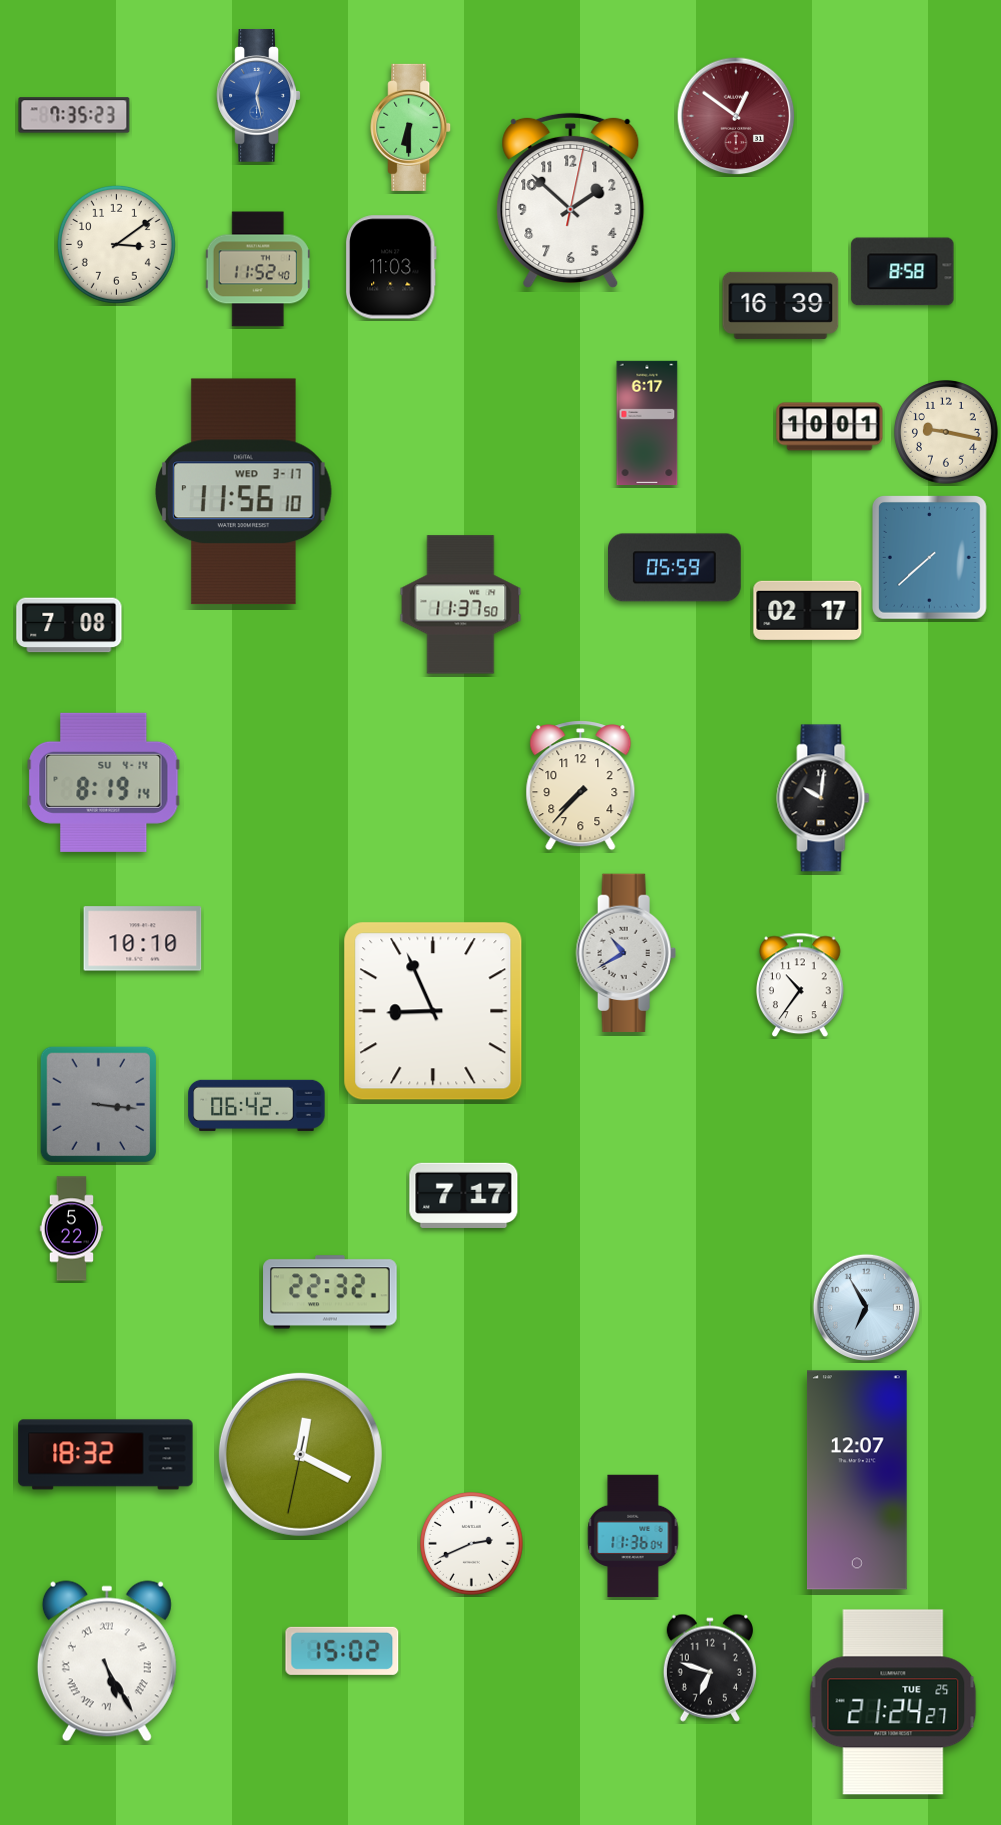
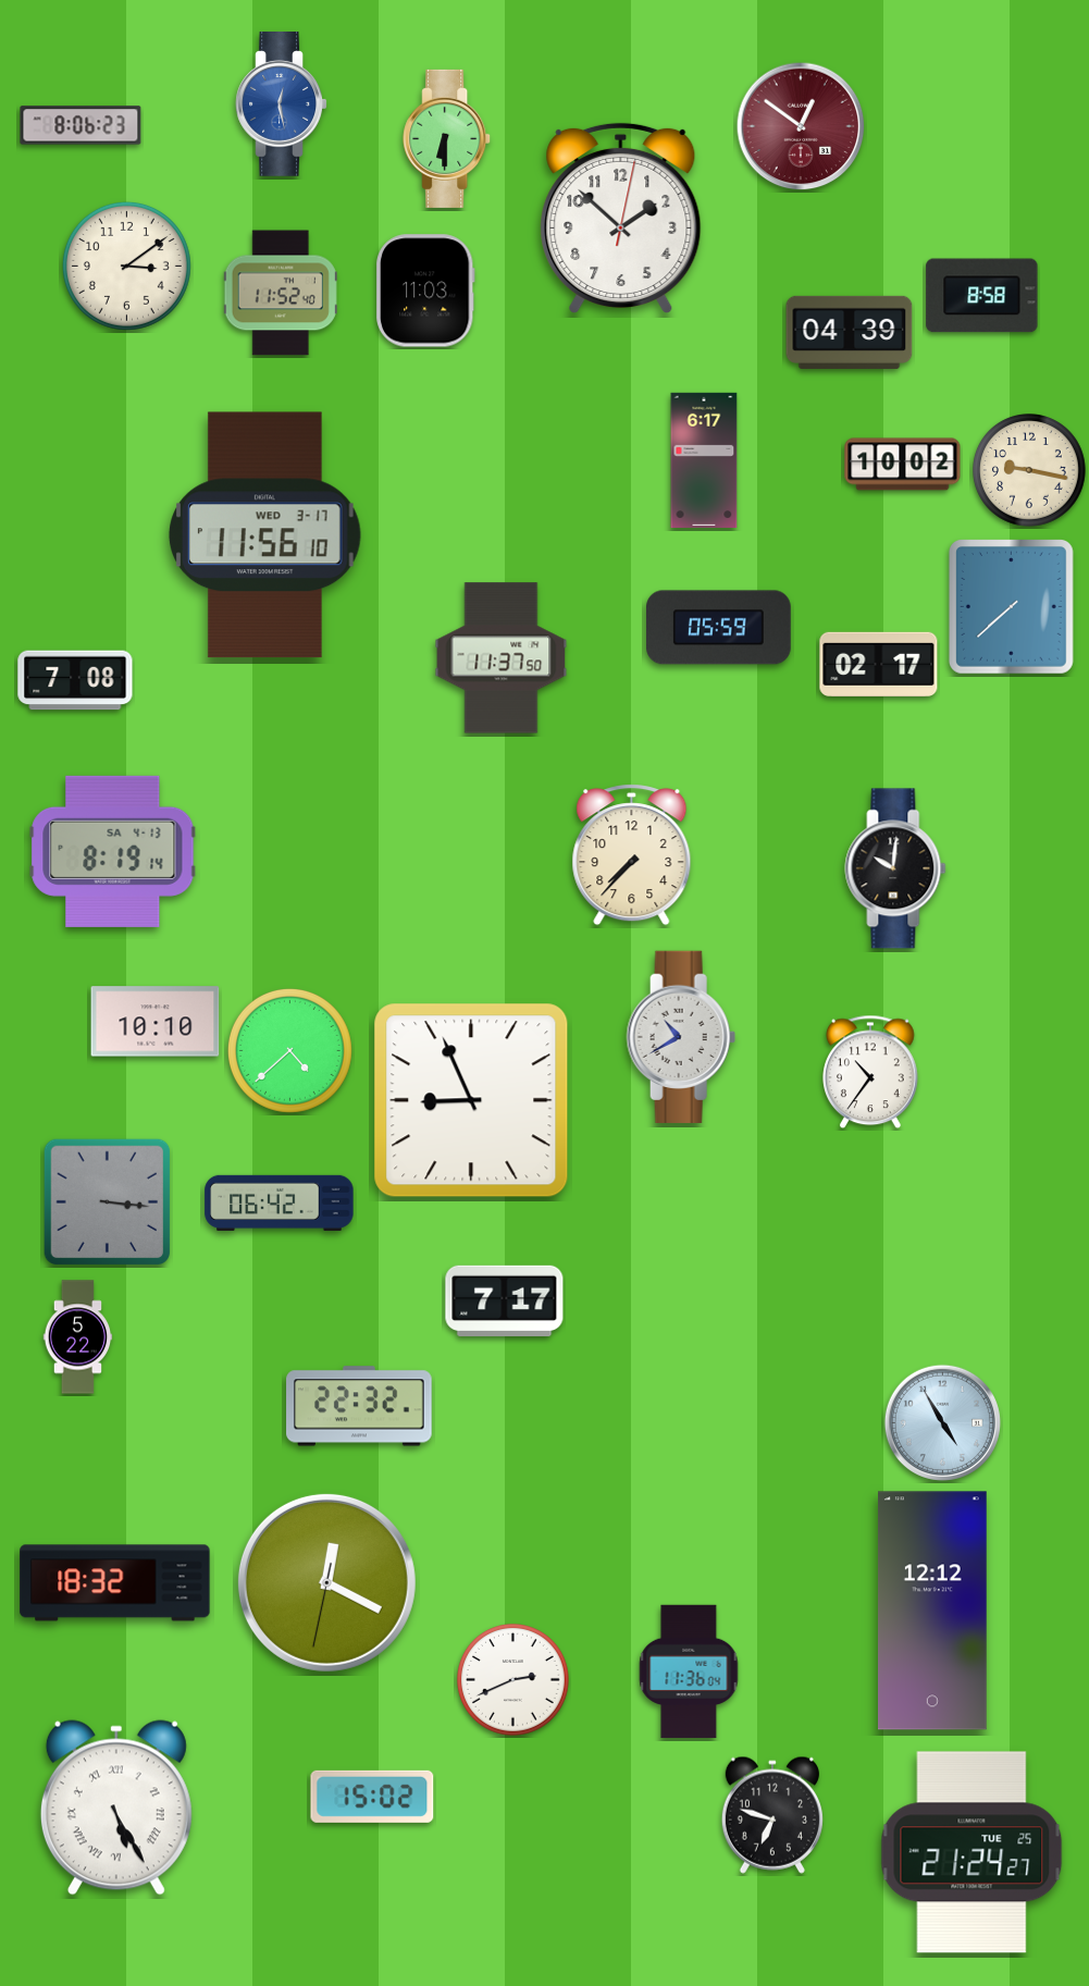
clock at (74, 115): 7:35 -> 8:06
clock at (781, 305): 16:39 -> 04:39
clock at (830, 427): 10:01 -> 10:02
clock at (675, 568) position: (675, 568) -> (719, 628)
clock at (104, 782) date: SU 4-14 -> SA 4-13
clock at (289, 1050): none -> 4:38
clock at (866, 1307): 6:55 -> 4:55
clock at (858, 1480): 12:07 -> 12:12
